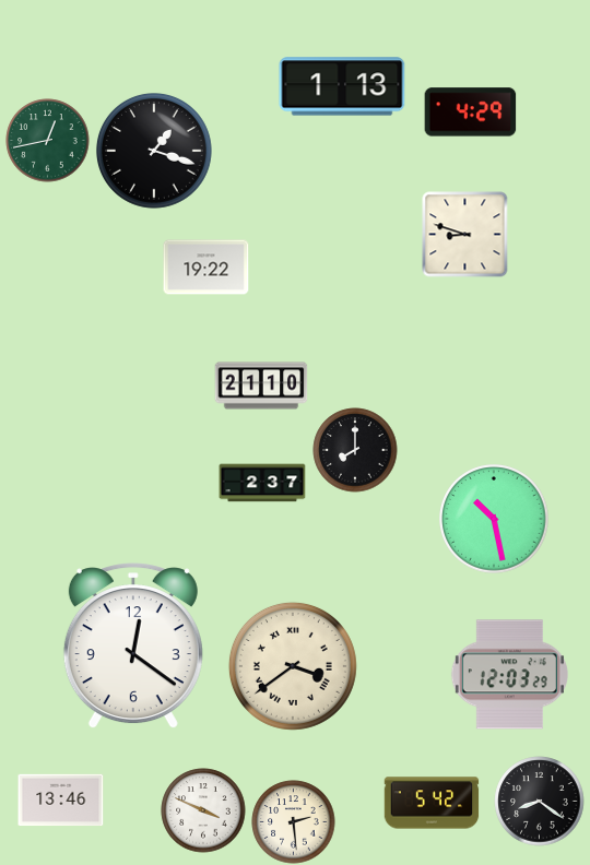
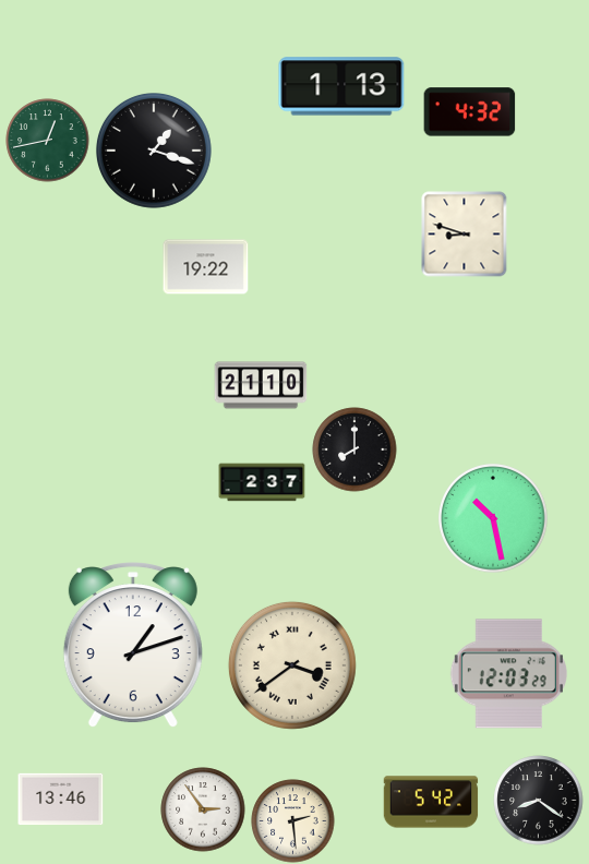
clock at (471, 112): 4:29 -> 4:32
clock at (133, 647): 12:21 -> 1:12
clock at (203, 810): 3:49 -> 2:54
